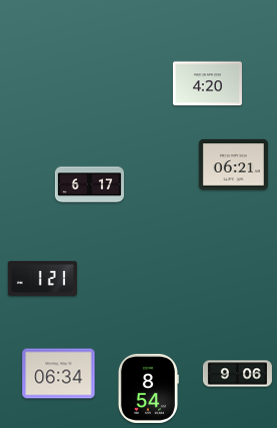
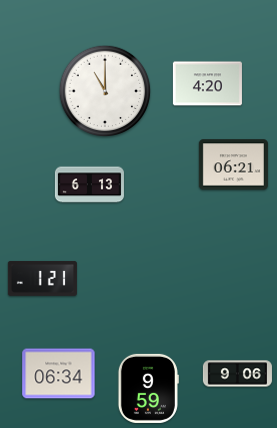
clock at (105, 91): none -> 11:00
clock at (89, 185): 6:17 -> 6:13
clock at (148, 388): 8:54 -> 9:59
